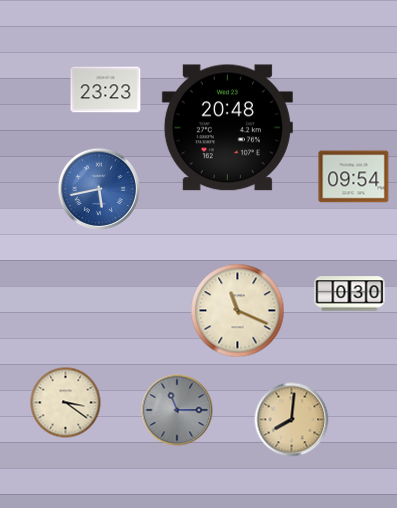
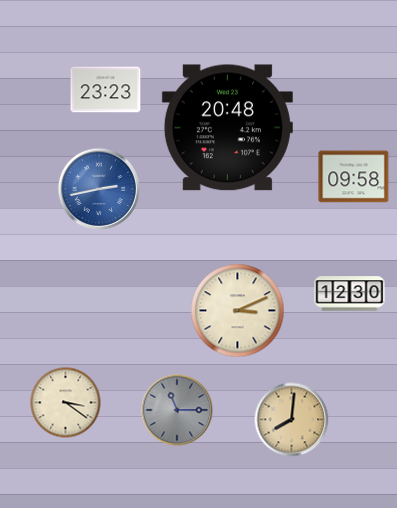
clock at (354, 177): 09:54 -> 09:58
clock at (99, 189): 5:43 -> 2:43
clock at (350, 294): 0:30 -> 12:30
clock at (238, 311): 11:19 -> 3:11
